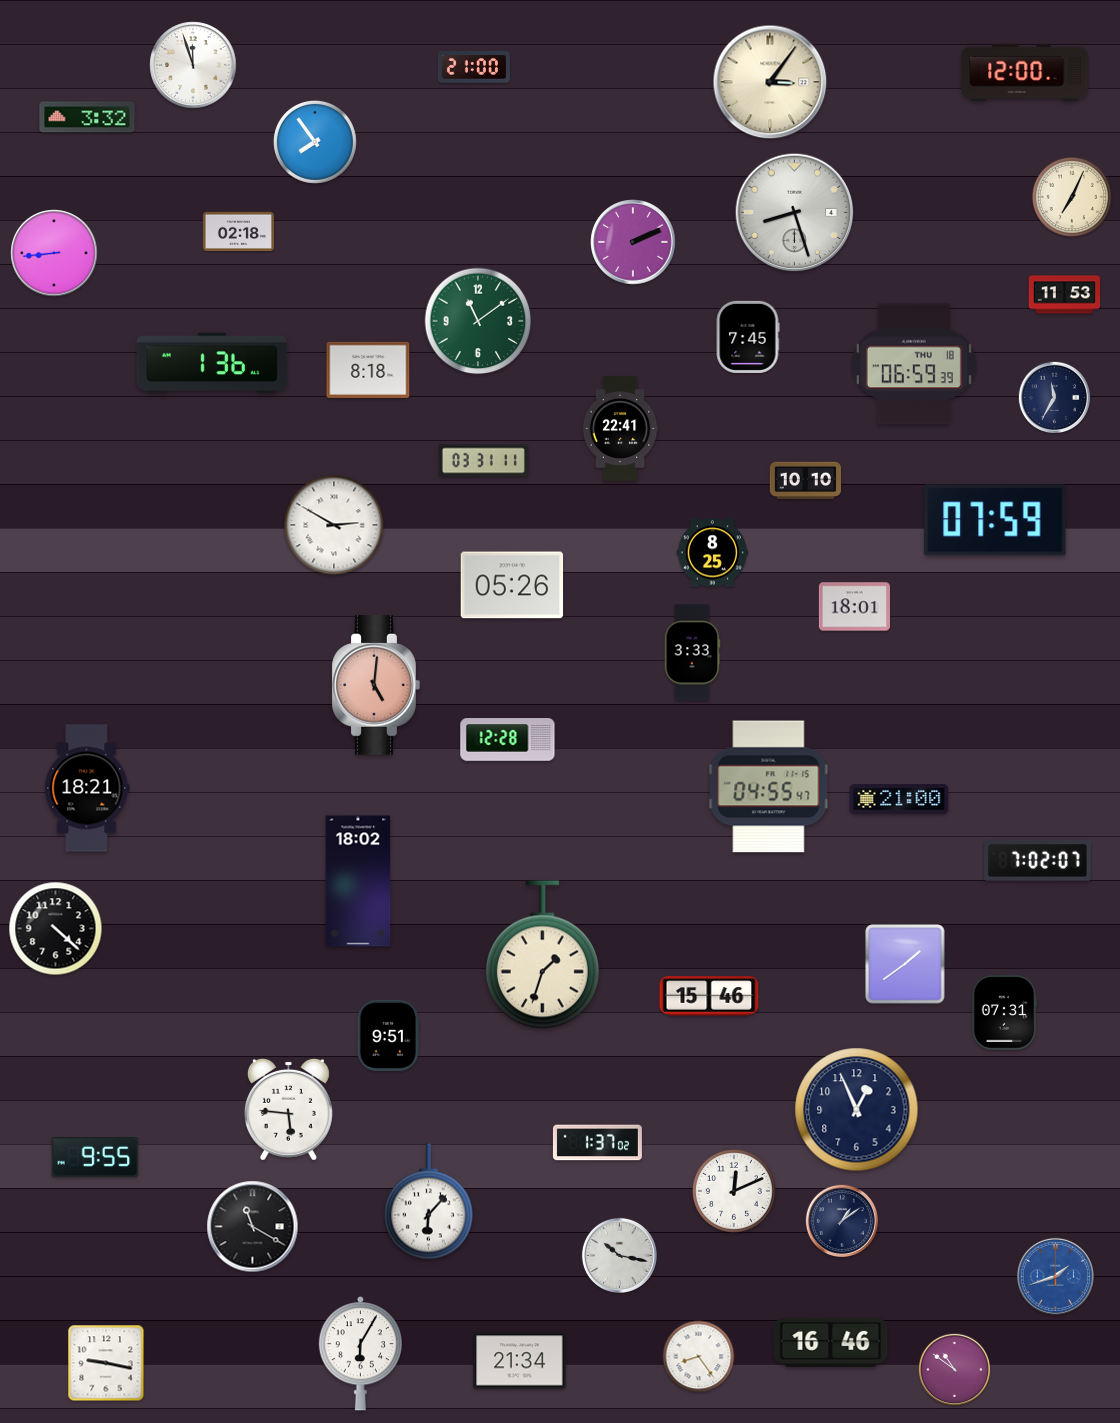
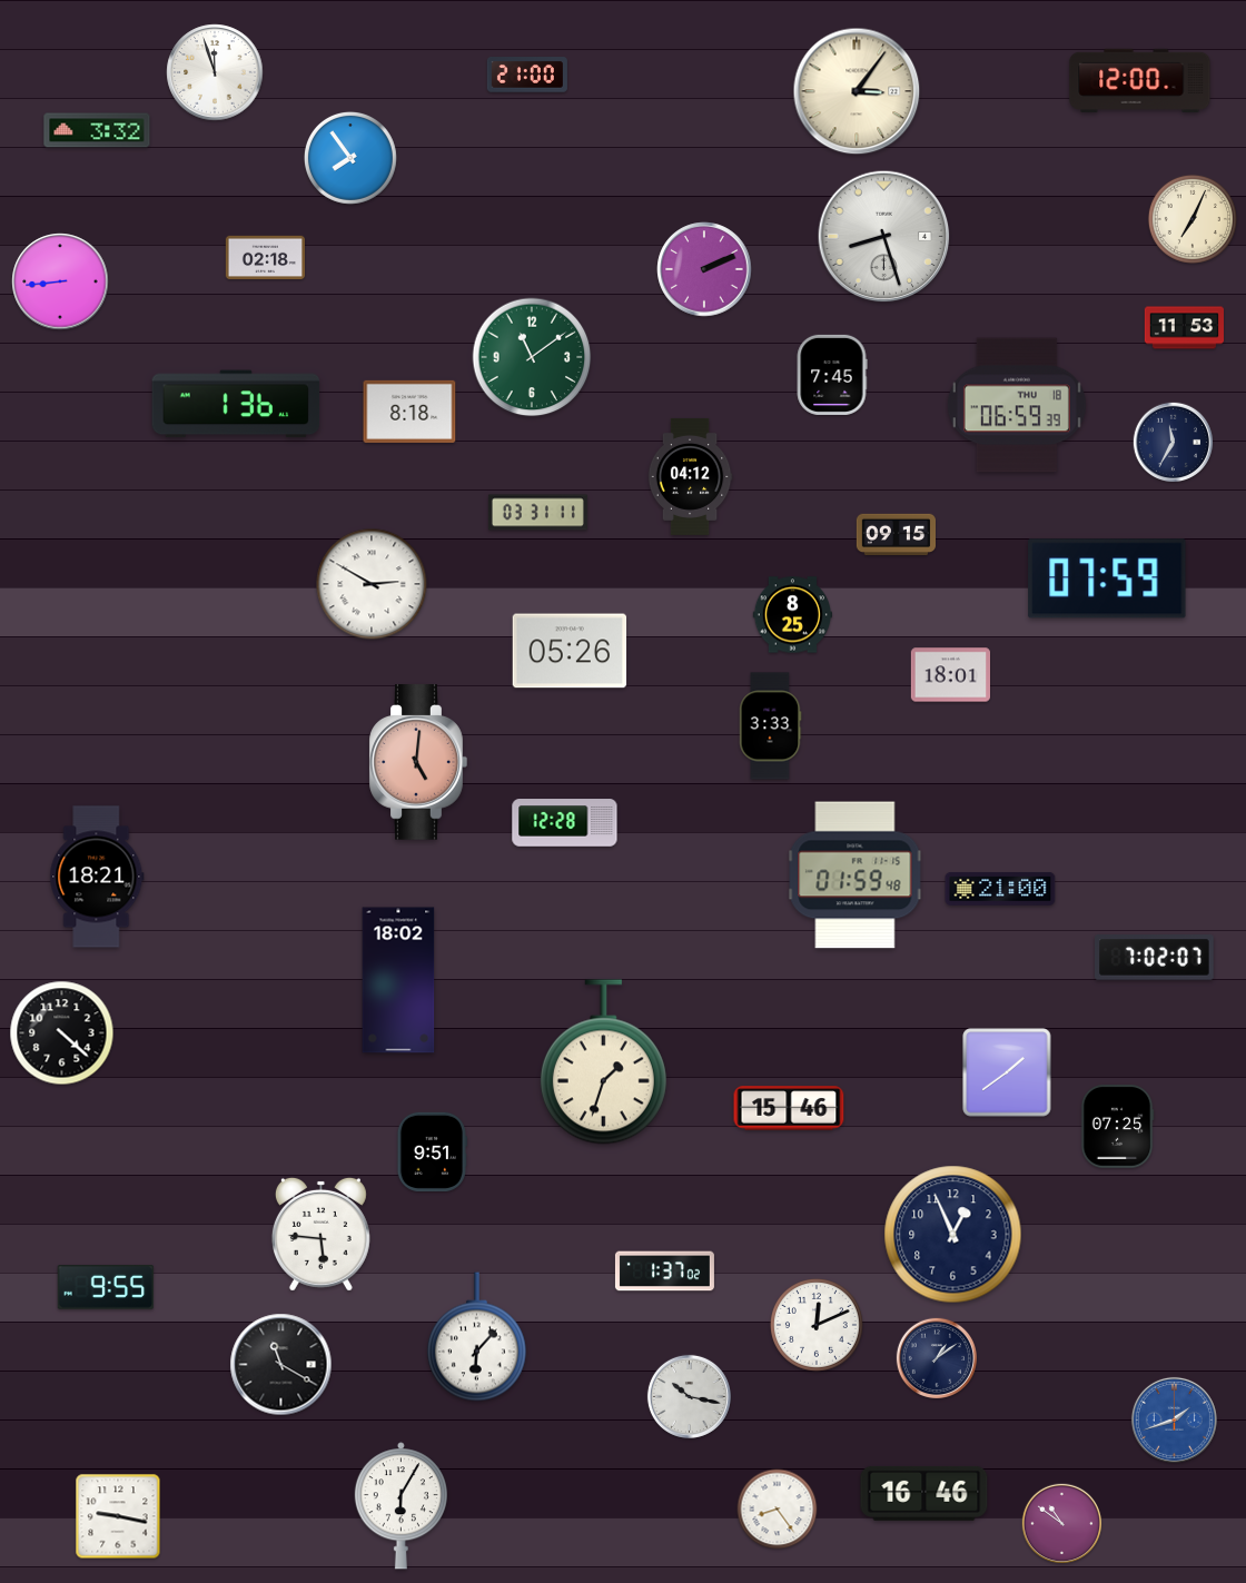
clock at (620, 428): 22:41 -> 04:12
clock at (805, 481): 10:10 -> 09:15
clock at (769, 787): 04:55 -> 01:59
clock at (1004, 1013): 07:31 -> 07:25
clock at (520, 1361): 21:34 -> none
